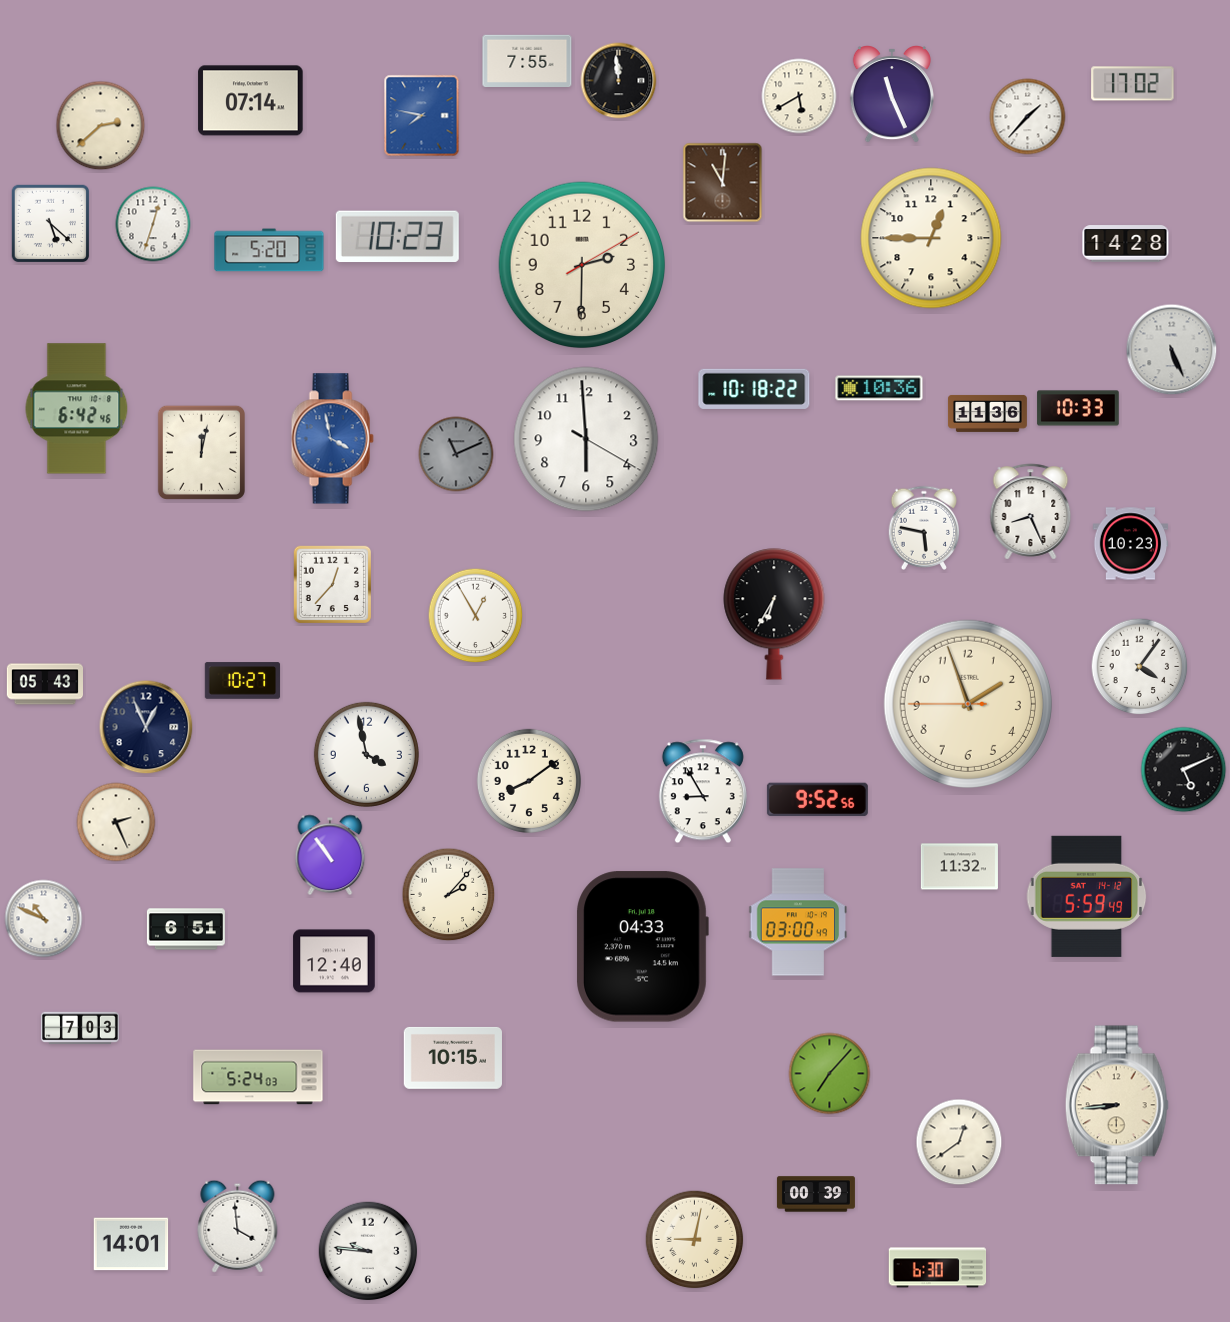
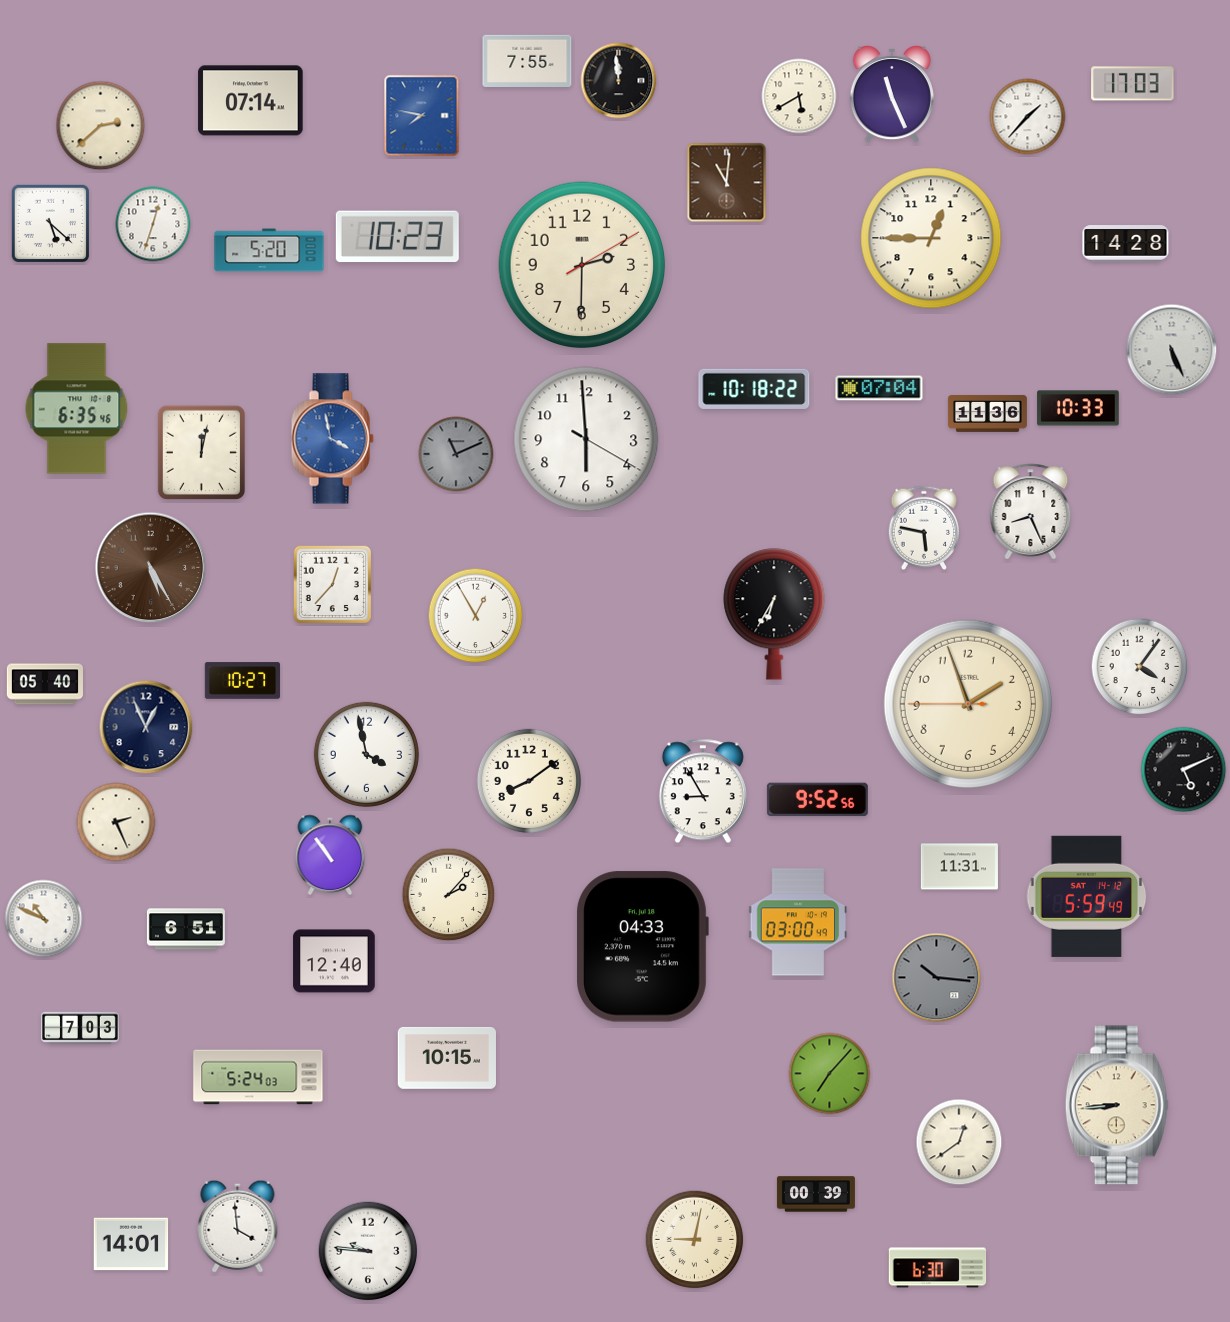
clock at (1133, 84): 17:02 -> 17:03
clock at (723, 183) position: (723, 183) -> (727, 183)
clock at (879, 388): 10:36 -> 07:04
clock at (77, 409): 6:42 -> 6:35
clock at (1131, 544): 10:23 -> none
clock at (151, 568): none -> 5:25
clock at (44, 684): 05:43 -> 05:40
clock at (959, 867): 11:32 -> 11:31
clock at (937, 978): none -> 10:16
clock at (453, 1058) position: (453, 1058) -> (447, 1058)
